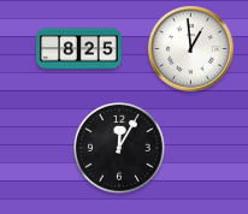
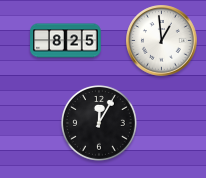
clock at (191, 49) position: (191, 49) -> (162, 41)
